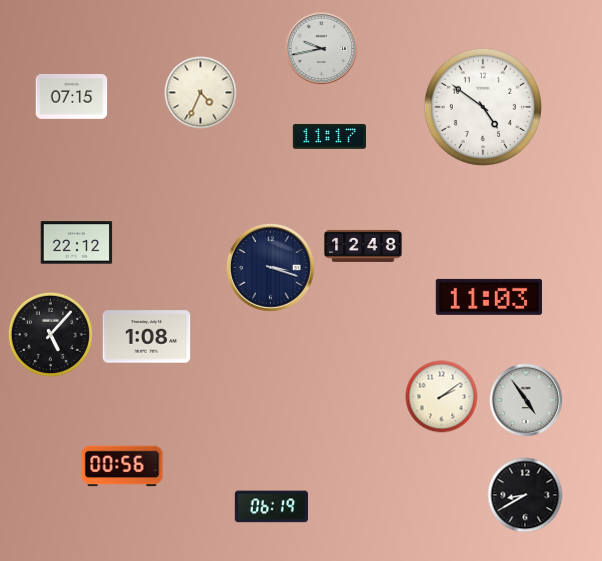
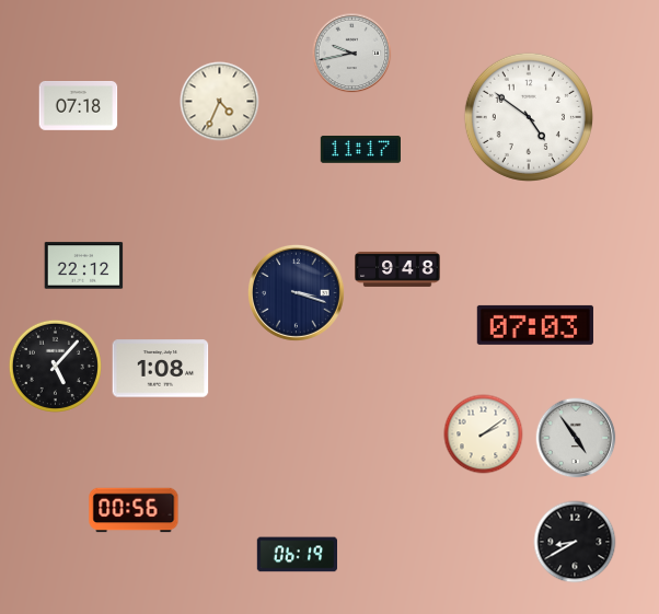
clock at (72, 97): 07:15 -> 07:18
clock at (363, 246): 12:48 -> 9:48
clock at (489, 297): 11:03 -> 07:03
